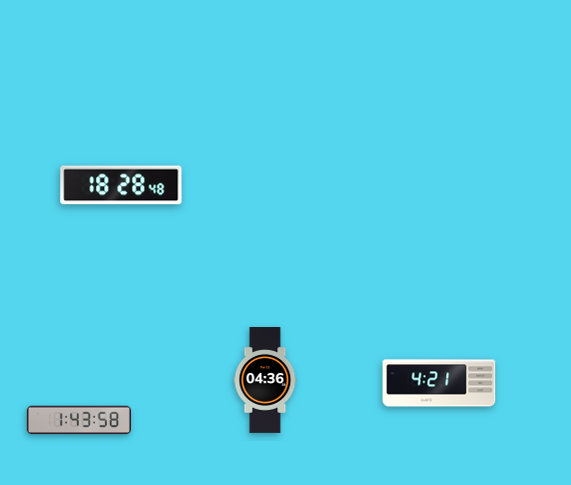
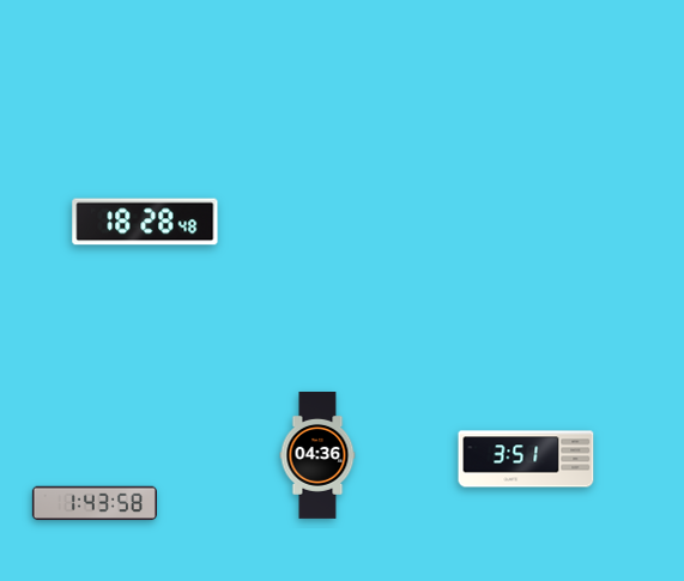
clock at (439, 383): 4:21 -> 3:51
